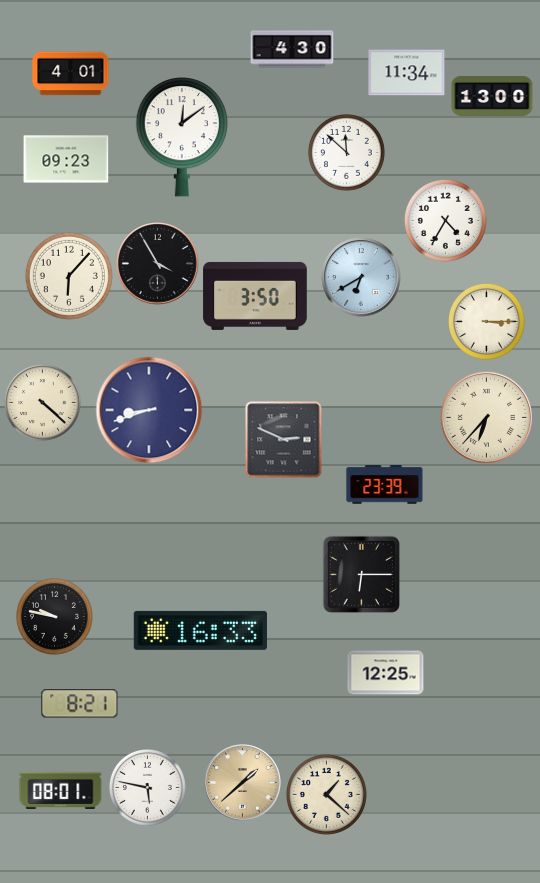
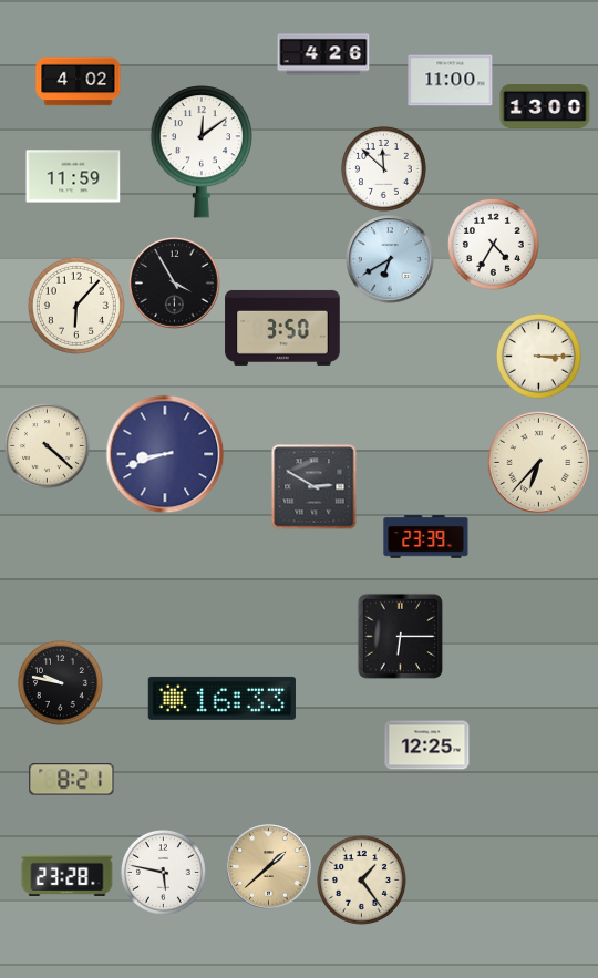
clock at (292, 49): 4:30 -> 4:26
clock at (407, 73): 11:34 -> 11:00
clock at (71, 74): 4:01 -> 4:02
clock at (66, 159): 09:23 -> 11:59
clock at (158, 264) position: (158, 264) -> (175, 284)
clock at (361, 277) position: (361, 277) -> (390, 259)
clock at (284, 440): 2:49 -> 2:50
clock at (80, 704) position: (80, 704) -> (72, 780)
clock at (61, 790): 08:01 -> 23:28
clock at (326, 794): 1:22 -> 1:24
